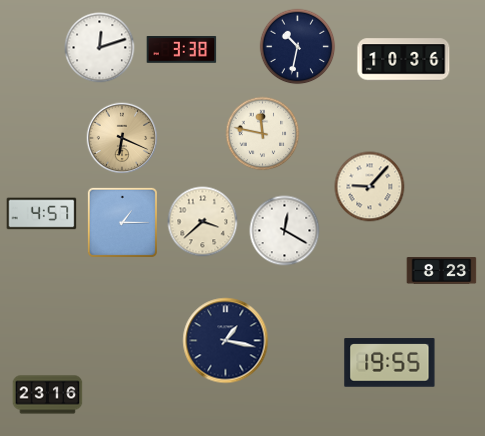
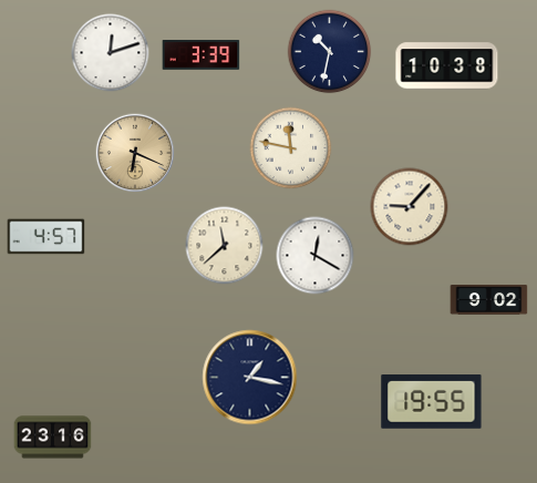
clock at (182, 50): 3:38 -> 3:39
clock at (404, 60): 10:36 -> 10:38
clock at (122, 222): 1:15 -> none
clock at (203, 222): 3:38 -> 11:38
clock at (442, 271): 8:23 -> 9:02
